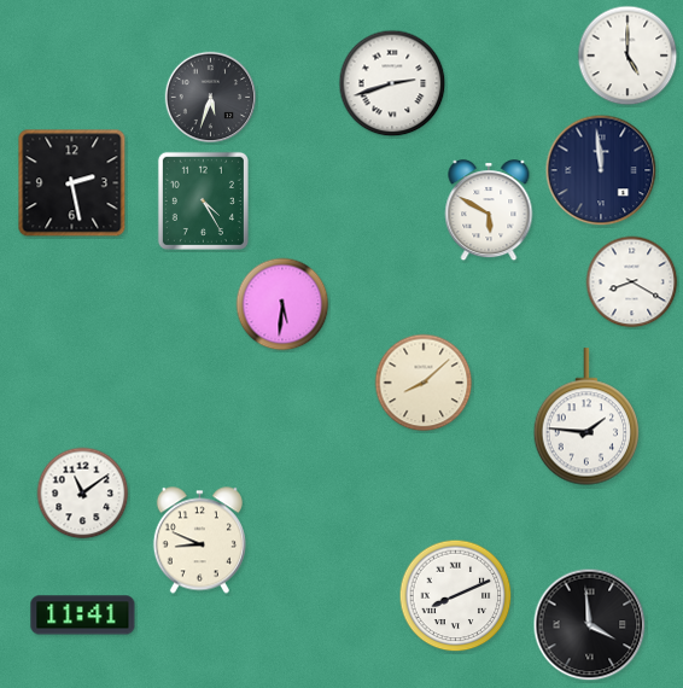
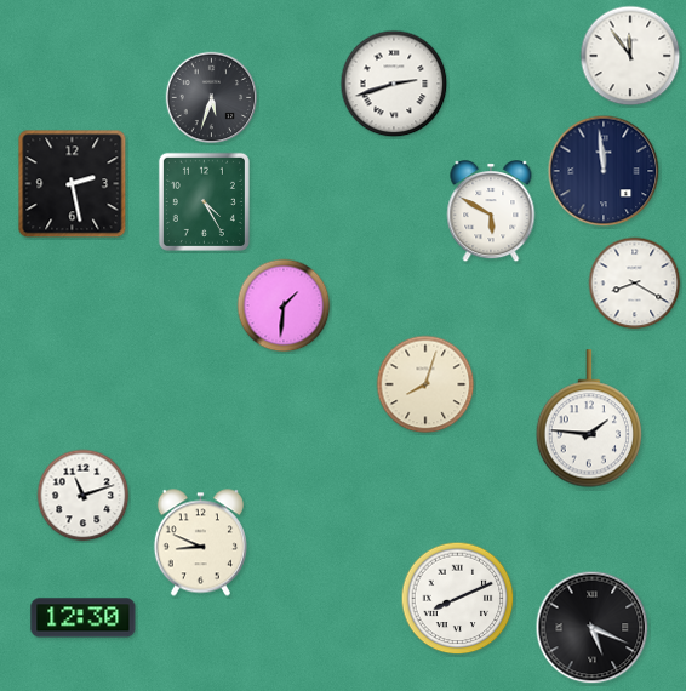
clock at (627, 56): 5:00 -> 11:54
clock at (282, 304): 5:31 -> 1:31
clock at (424, 383): 8:08 -> 8:03
clock at (83, 494): 11:09 -> 11:12
clock at (83, 616): 11:41 -> 12:30
clock at (590, 625): 3:59 -> 5:19
